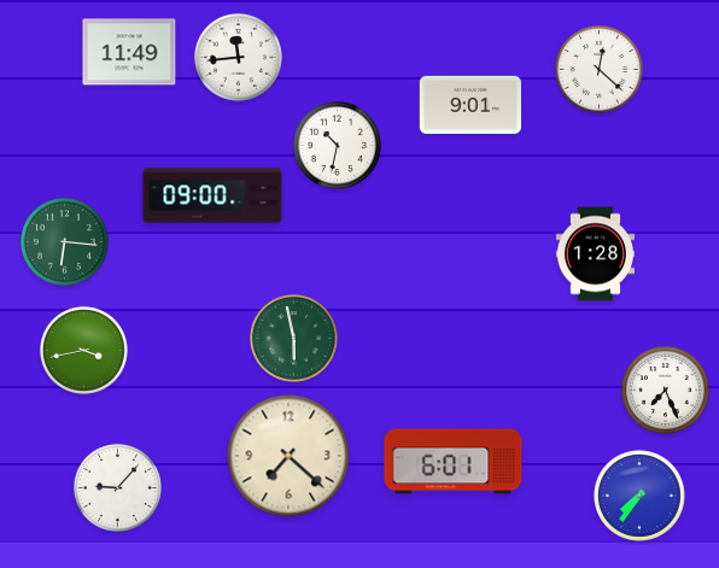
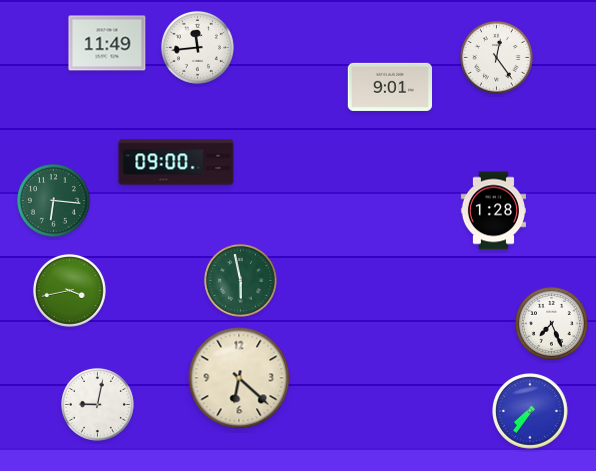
clock at (598, 69): 12:22 -> 12:24
clock at (337, 145): 10:32 -> none
clock at (293, 338) position: (293, 338) -> (240, 280)
clock at (288, 456): 7:22 -> 6:22
clock at (454, 462): 6:01 -> none
clock at (117, 487): 9:07 -> 9:02
